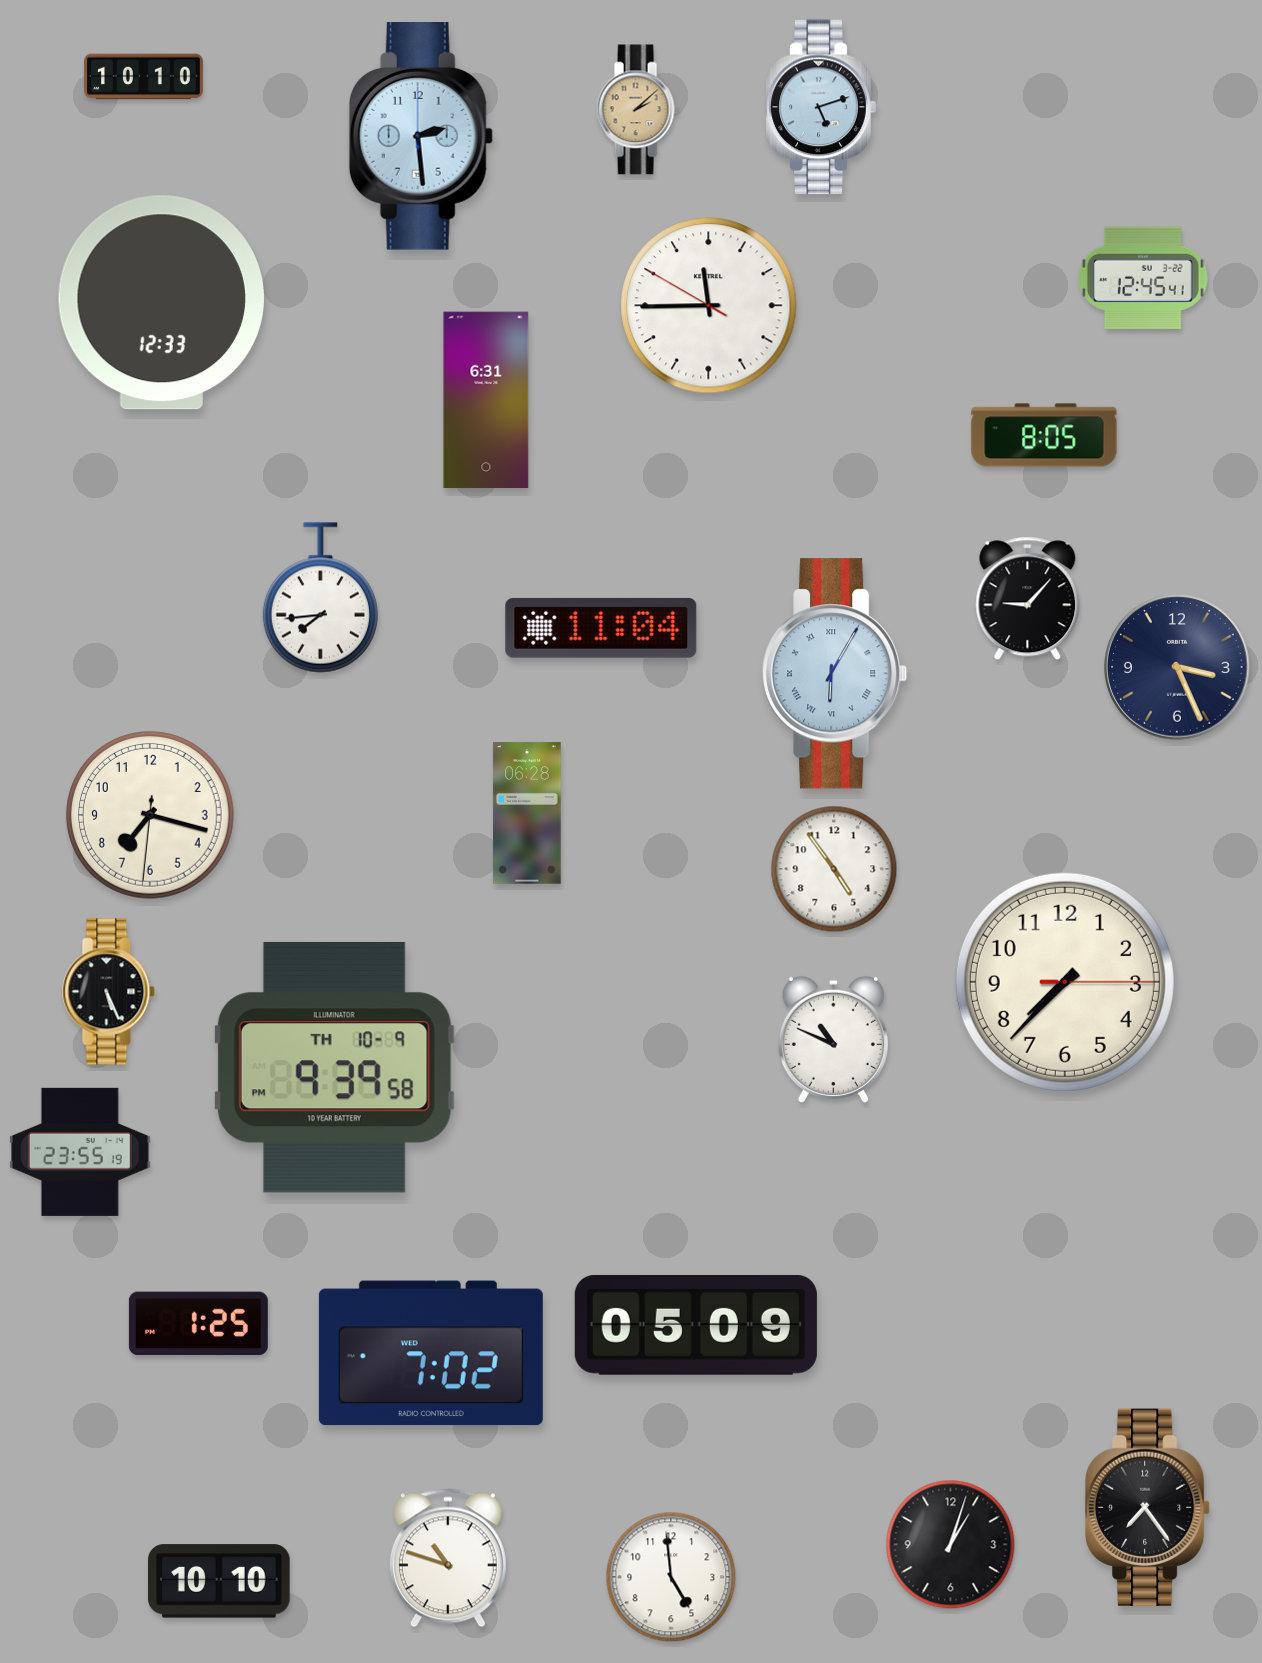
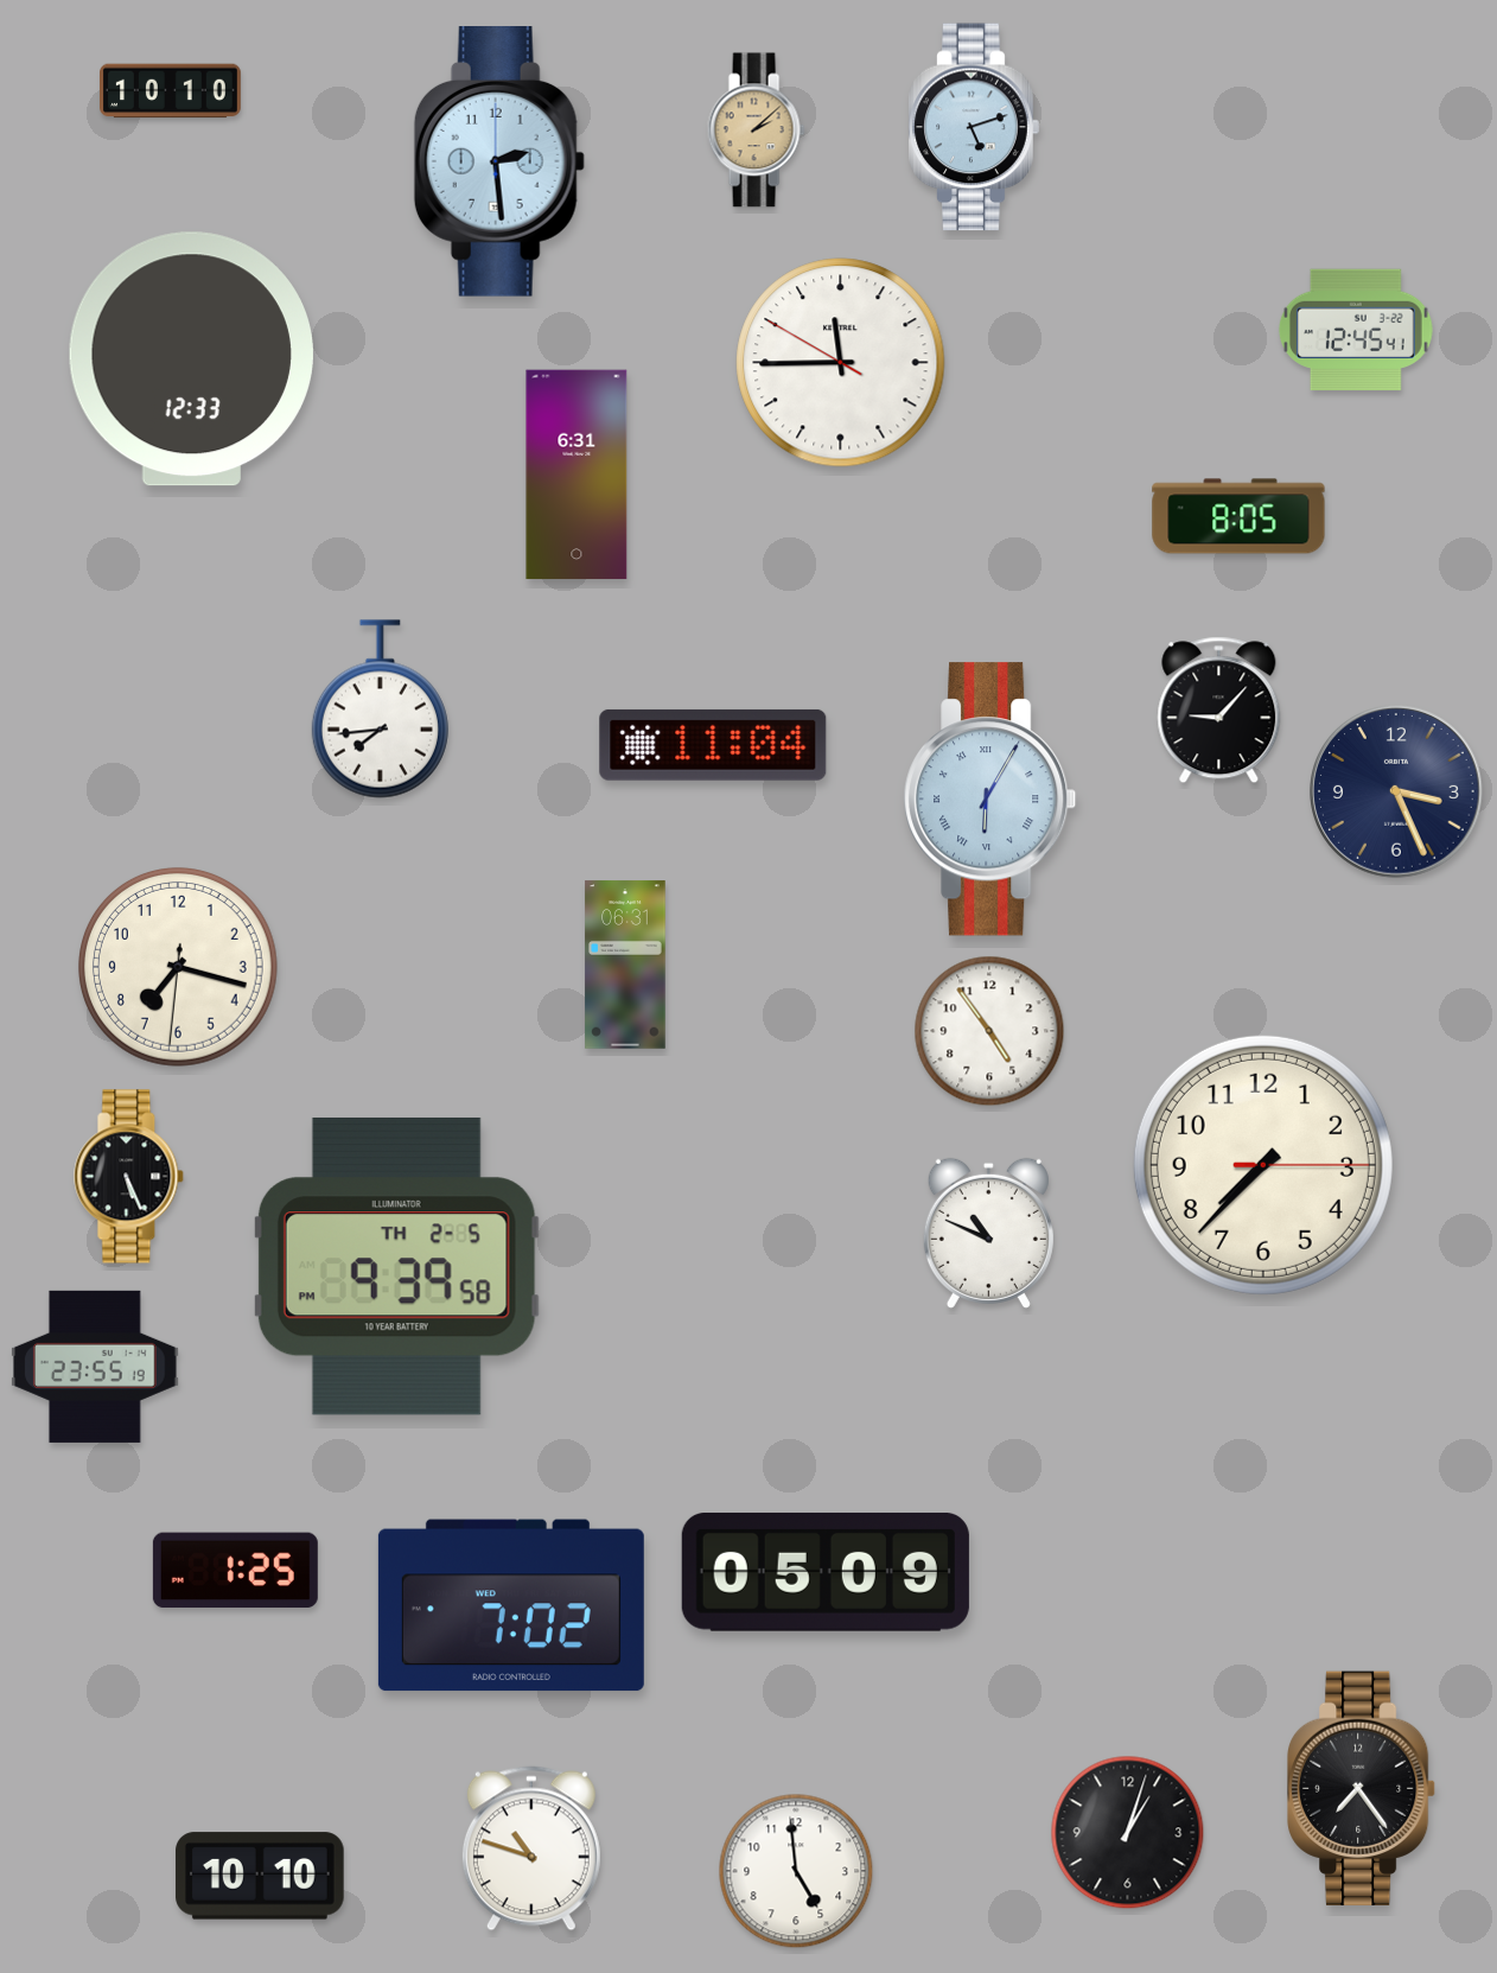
clock at (527, 813): 06:28 -> 06:31
clock at (334, 1067) date: TH 10-9 -> TH 2-5
